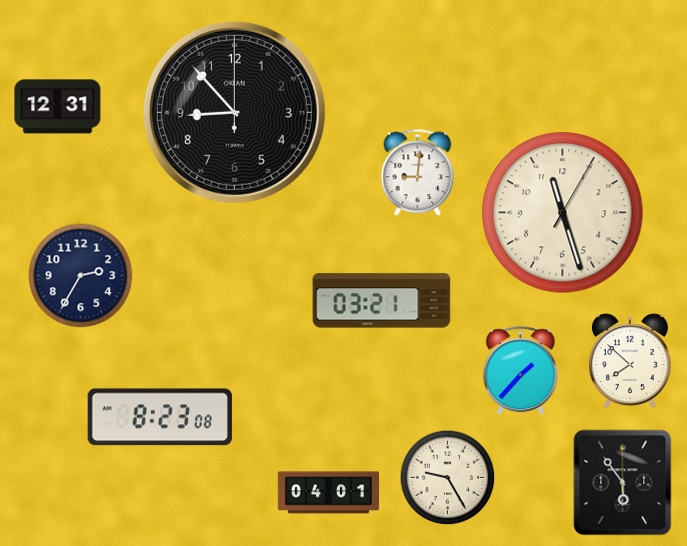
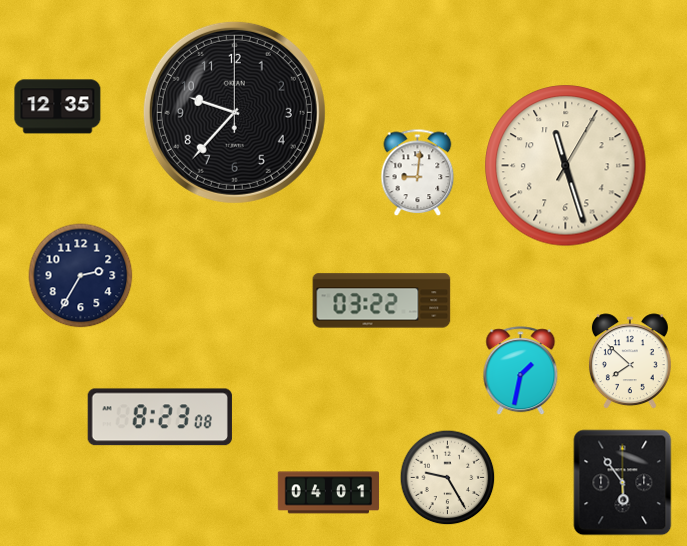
clock at (58, 107): 12:31 -> 12:35
clock at (234, 112): 8:53 -> 9:37
clock at (563, 213) position: (563, 213) -> (566, 166)
clock at (382, 301): 03:21 -> 03:22
clock at (521, 371): 1:37 -> 1:32
